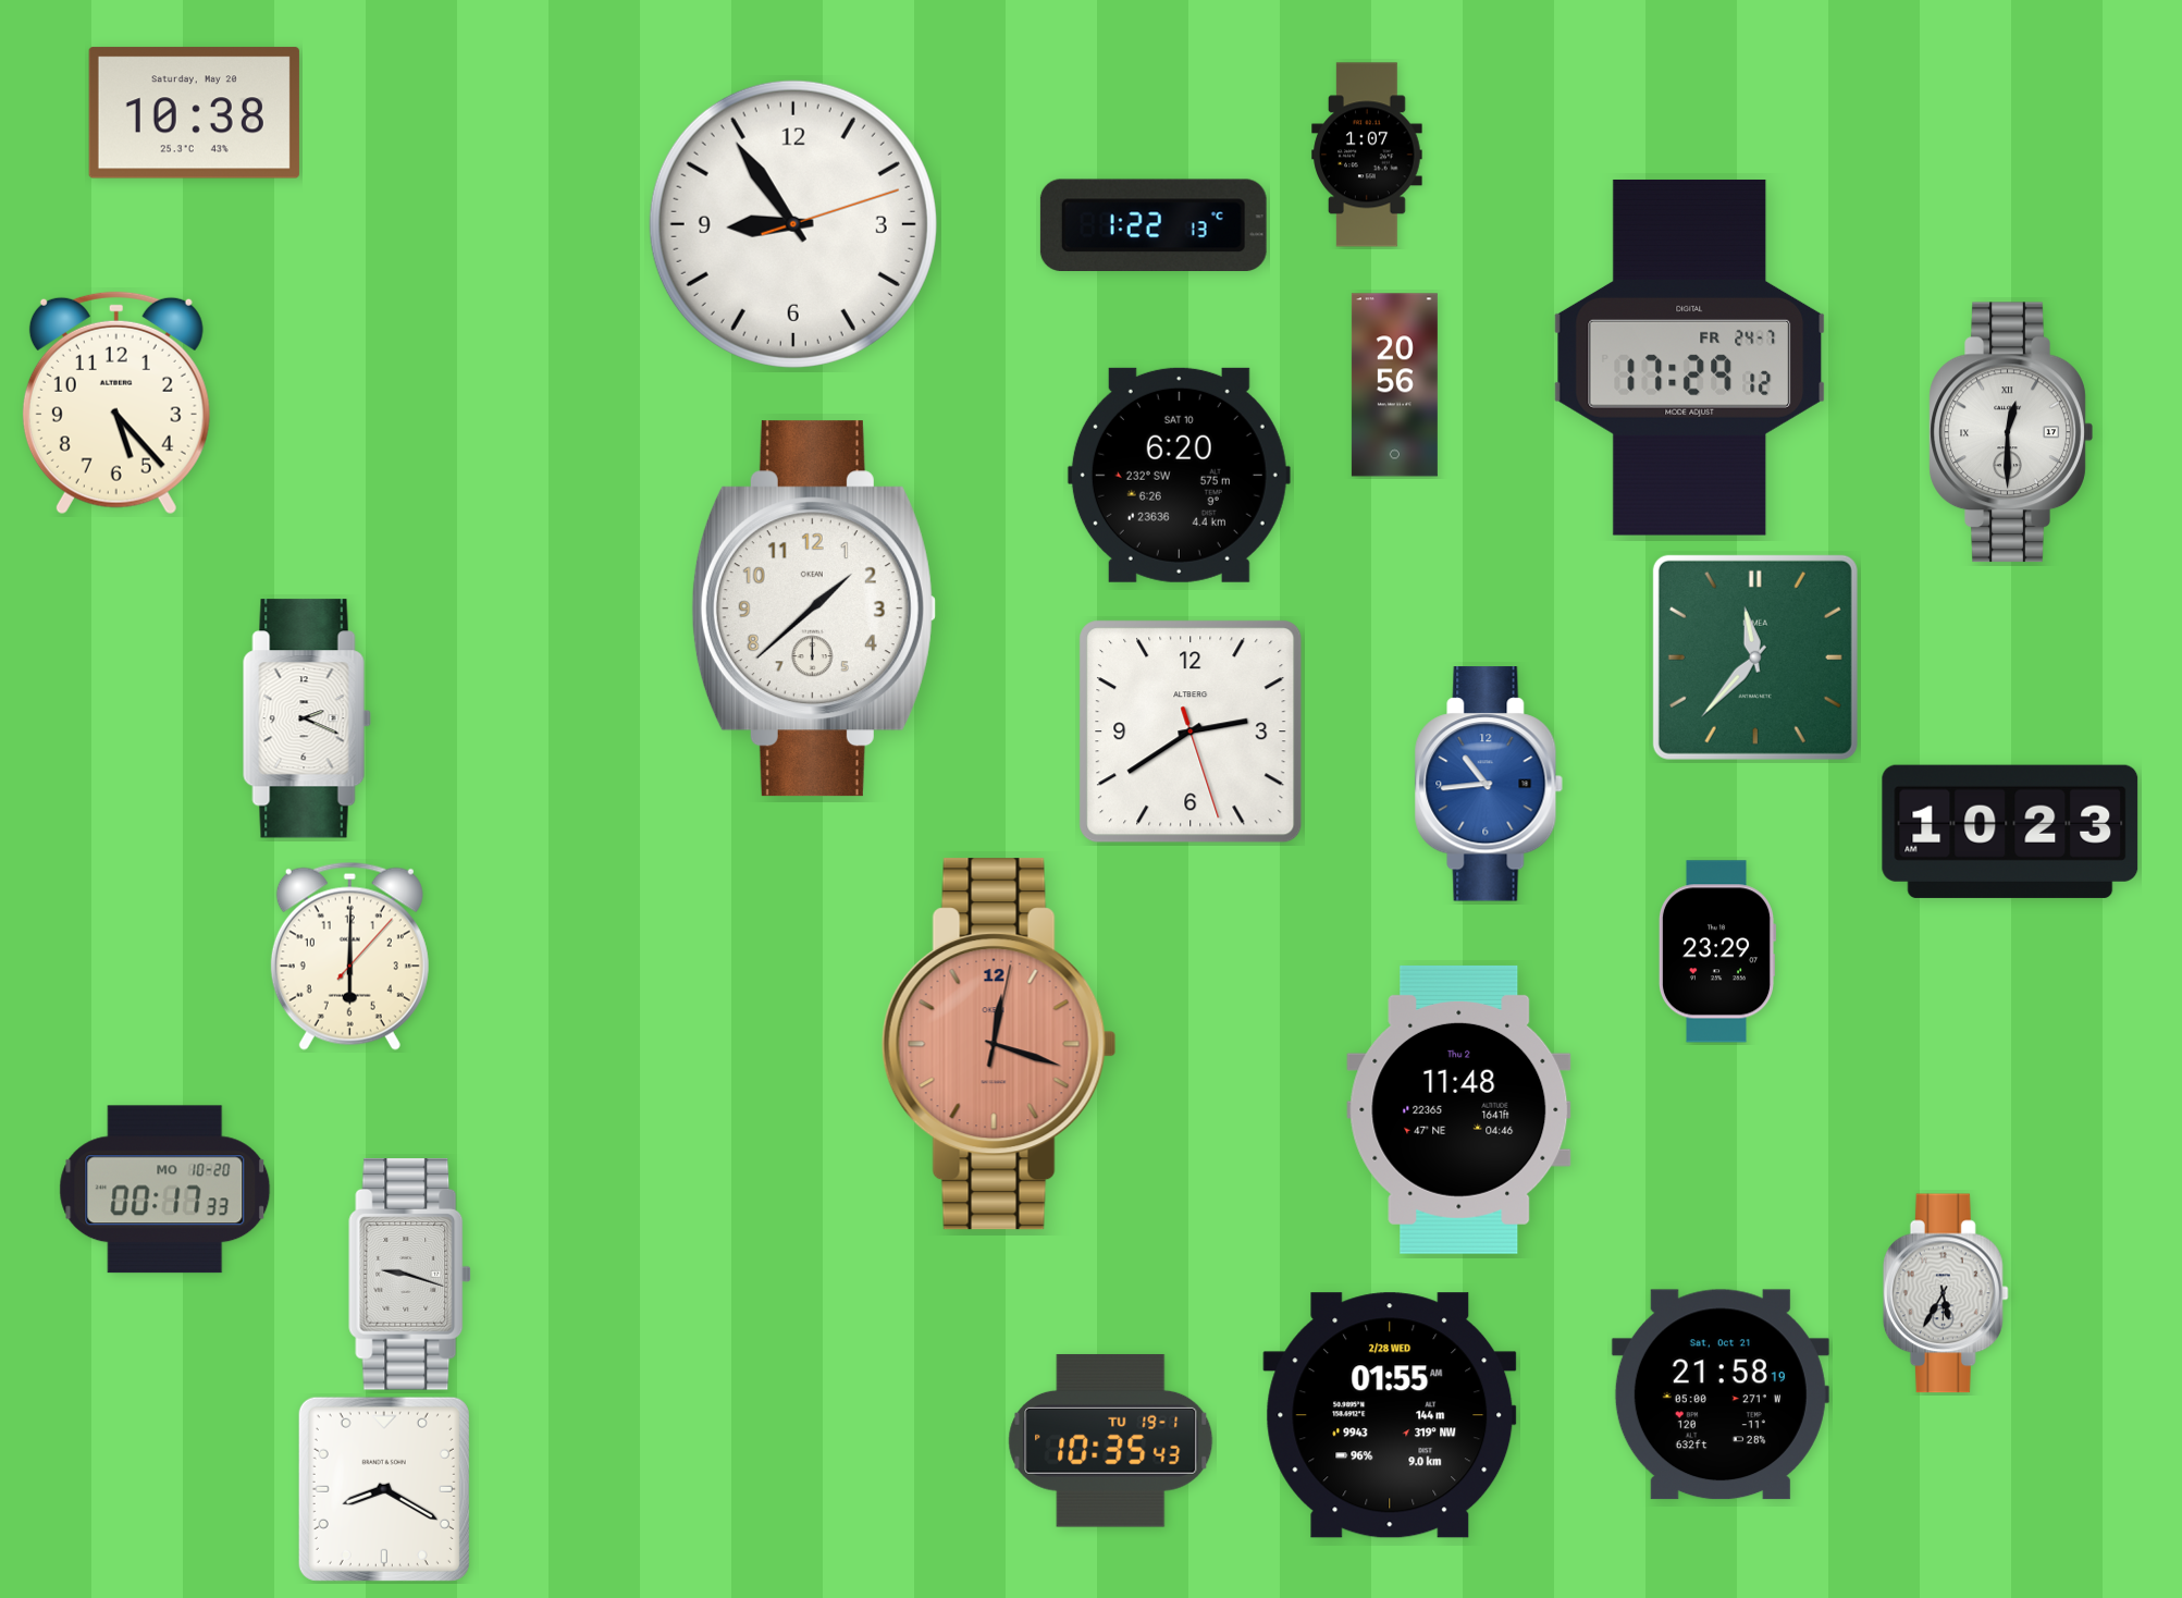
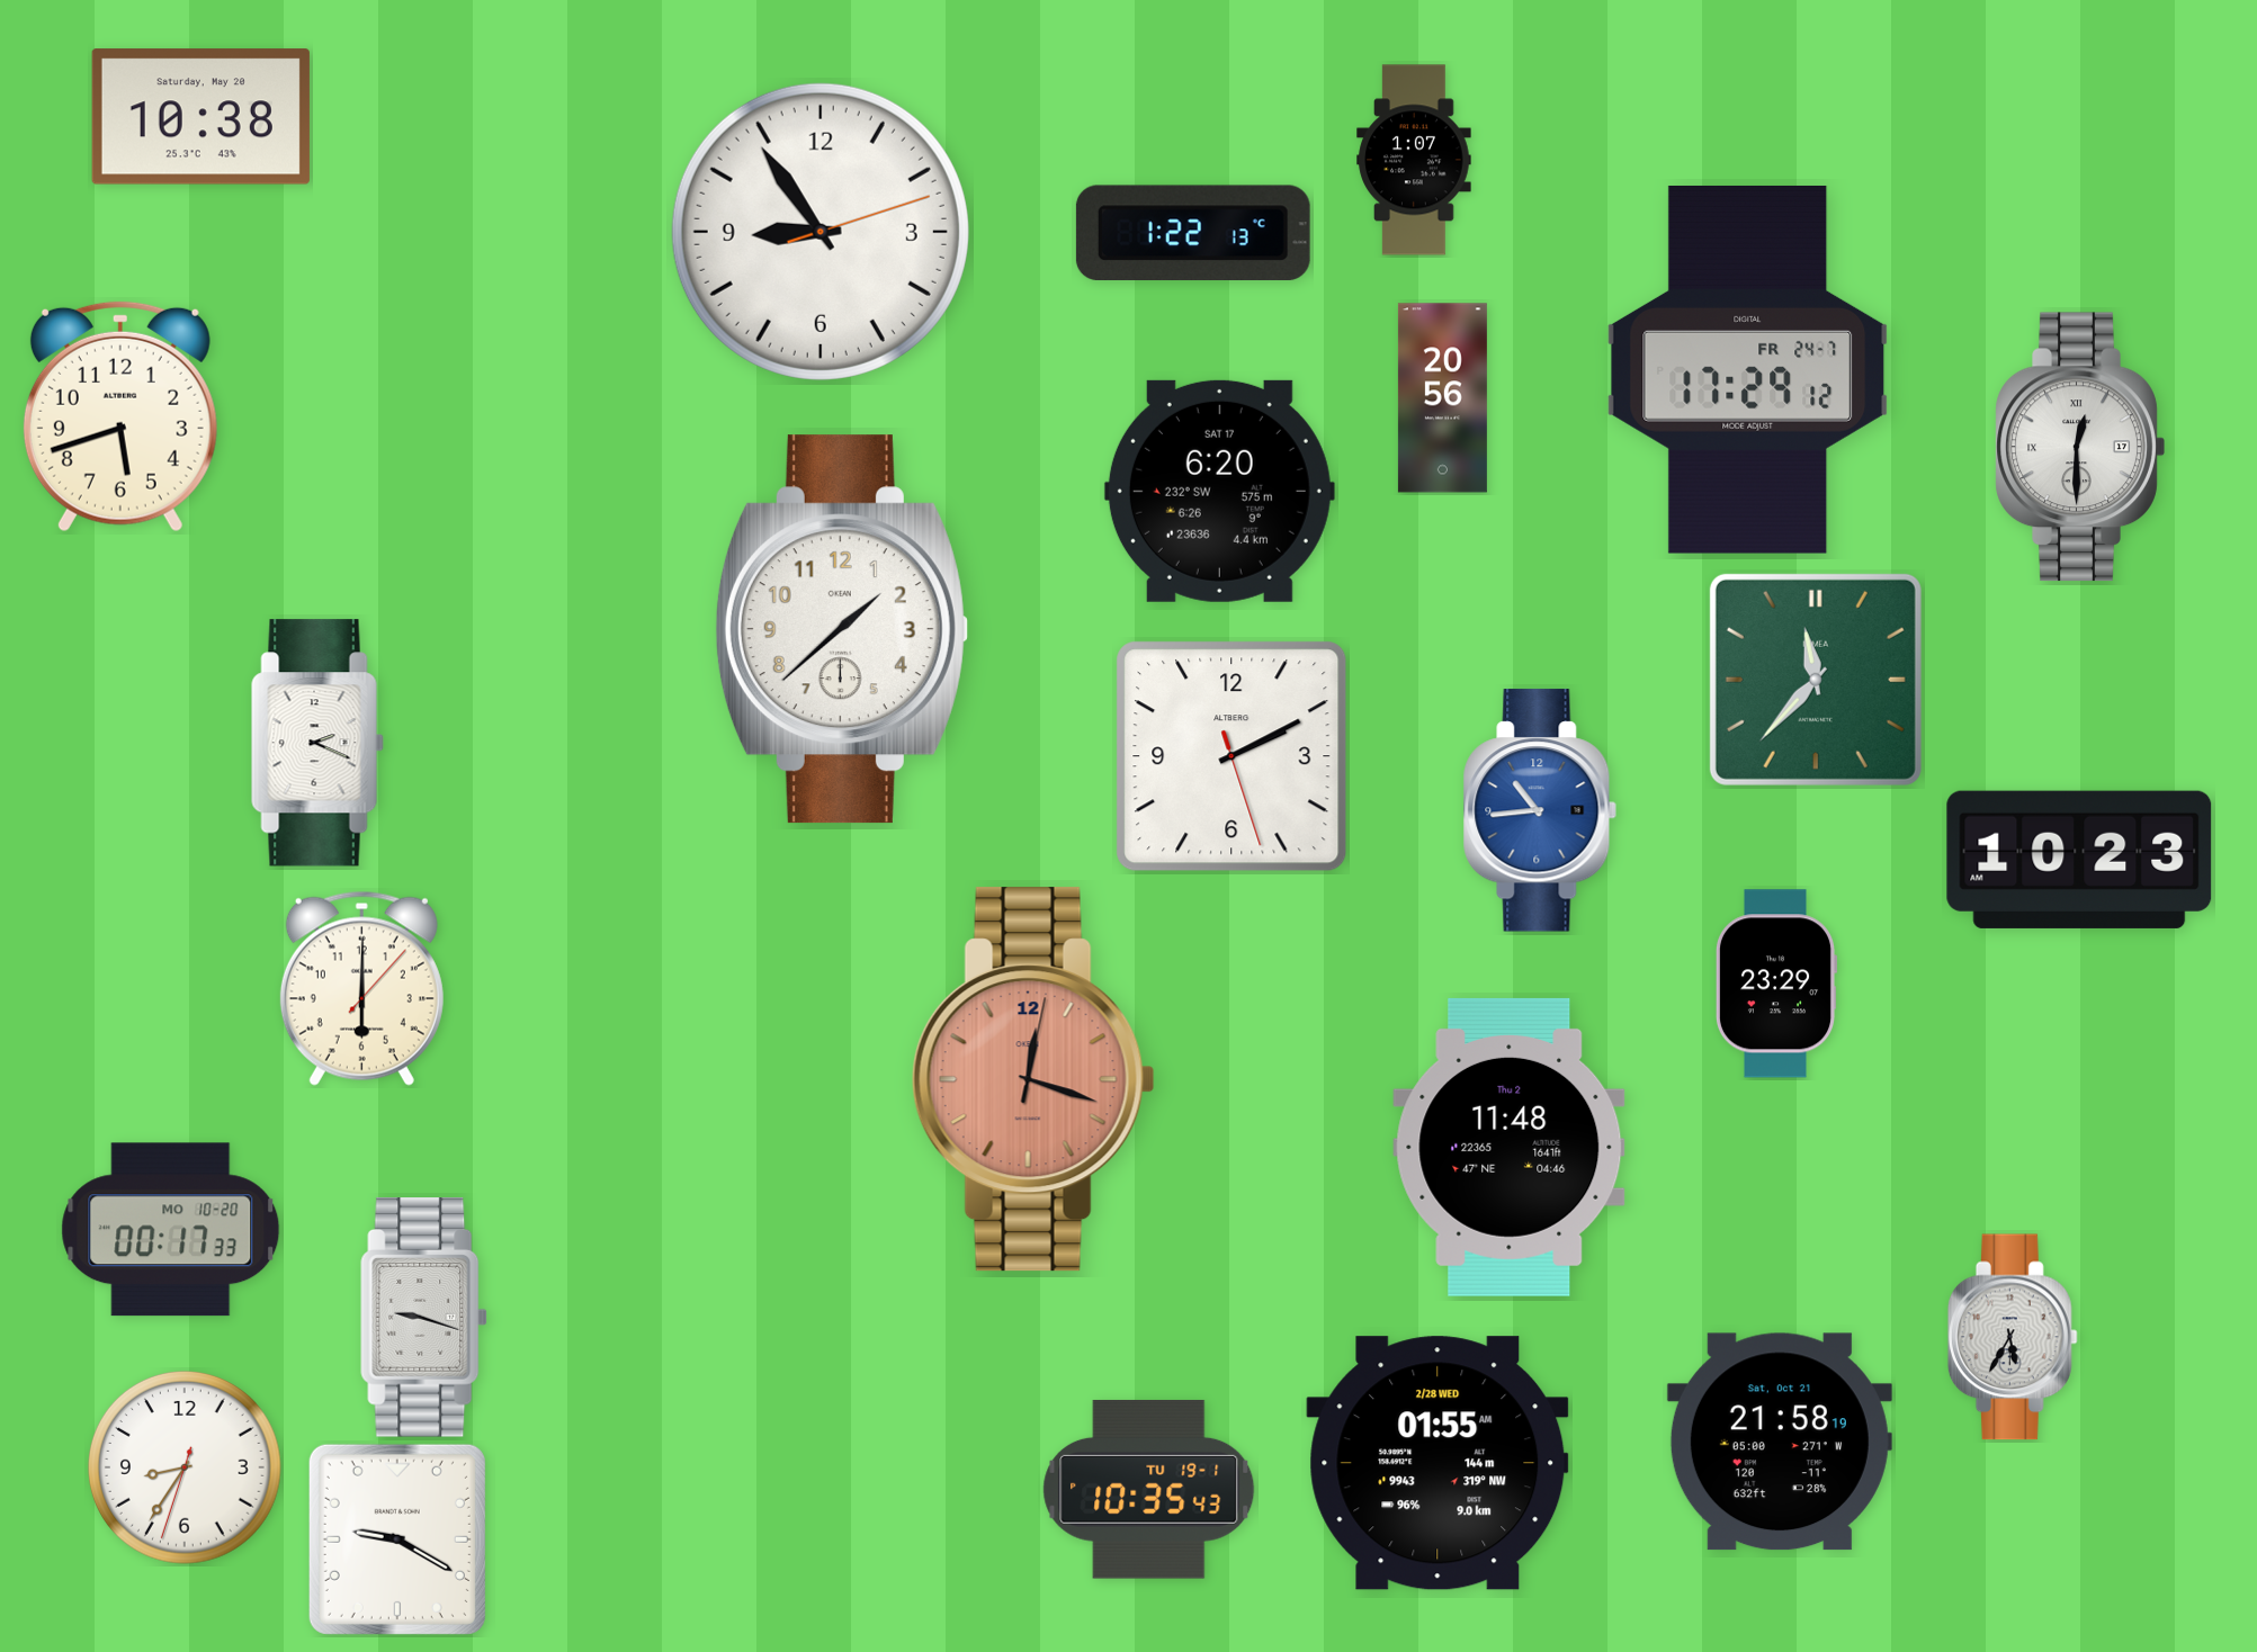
clock at (116, 403): 5:23 -> 5:42
clock at (1179, 475) date: SAT 10 -> SAT 17
clock at (1191, 732): 2:39 -> 2:10
clock at (185, 1467): none -> 8:35
clock at (384, 1489): 8:20 -> 9:20
